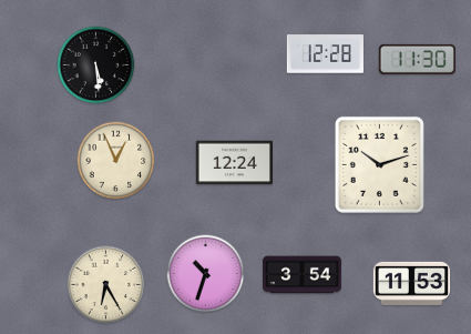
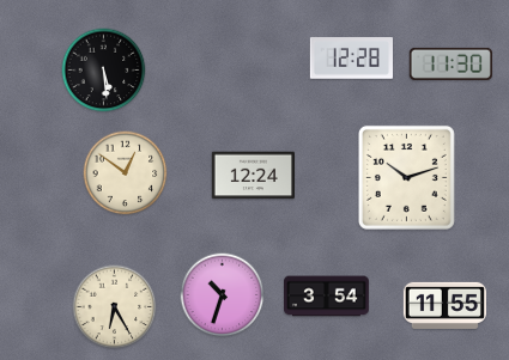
clock at (116, 161): 12:56 -> 12:51
clock at (379, 164) position: (379, 164) -> (406, 177)
clock at (411, 283): 11:53 -> 11:55
